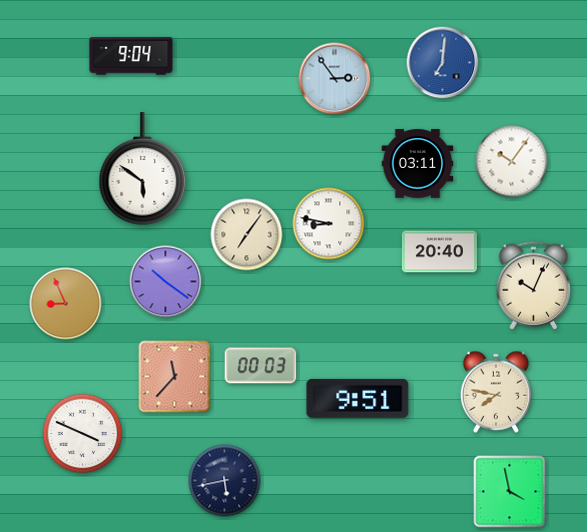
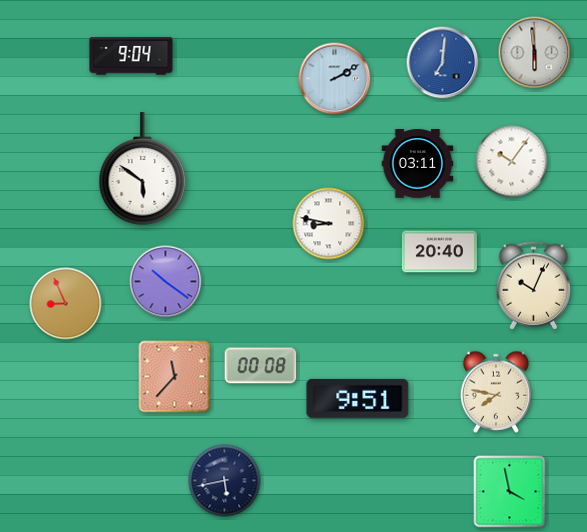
clock at (535, 53): none -> 5:59
clock at (335, 79): 2:54 -> 2:10
clock at (247, 235): 7:06 -> none
clock at (261, 366): 00:03 -> 00:08
clock at (83, 434): 3:49 -> none
